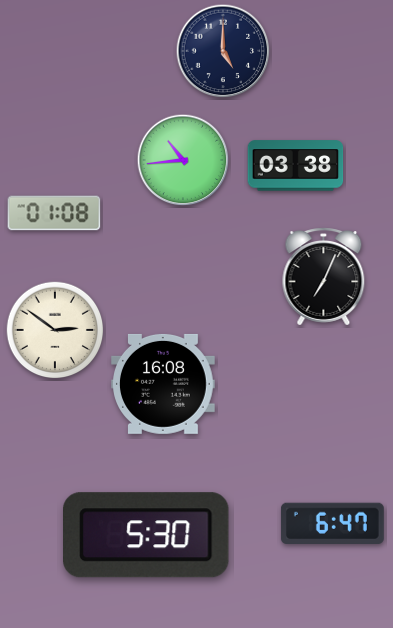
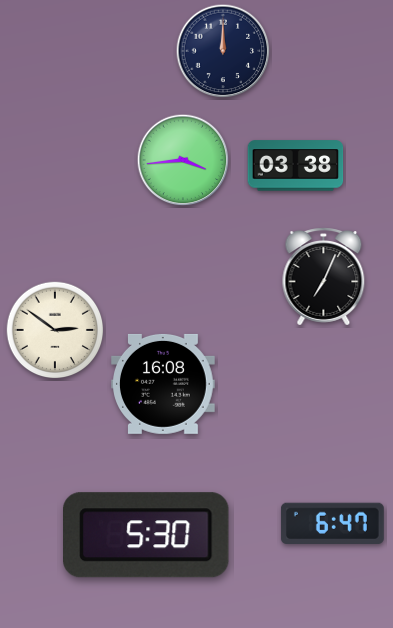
clock at (223, 51): 5:00 -> 12:00
clock at (183, 160): 10:44 -> 3:44
clock at (54, 213): 01:08 -> none
